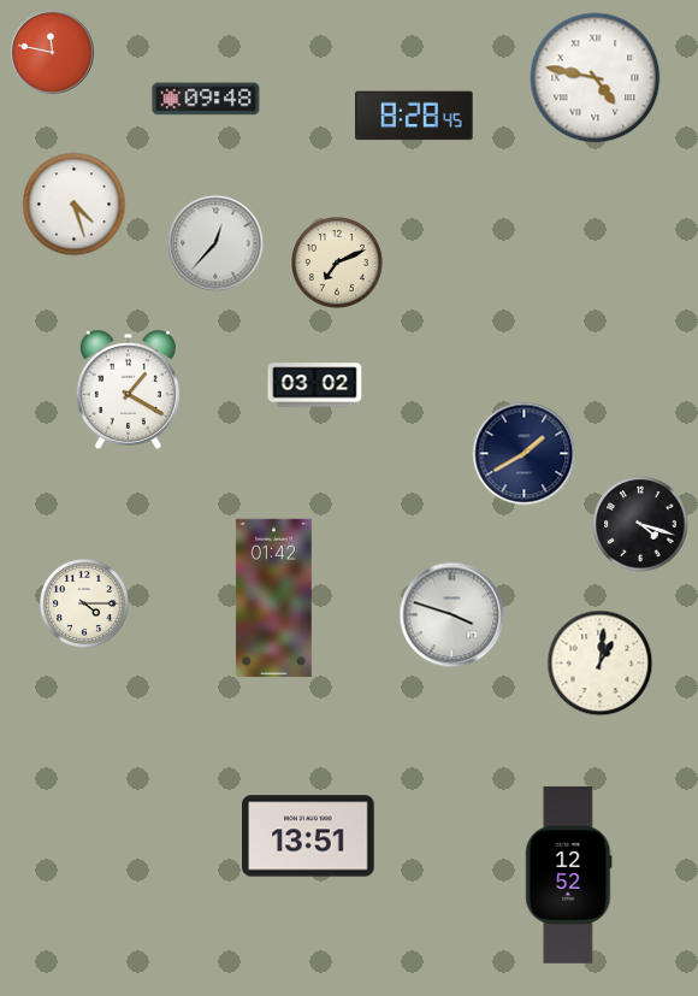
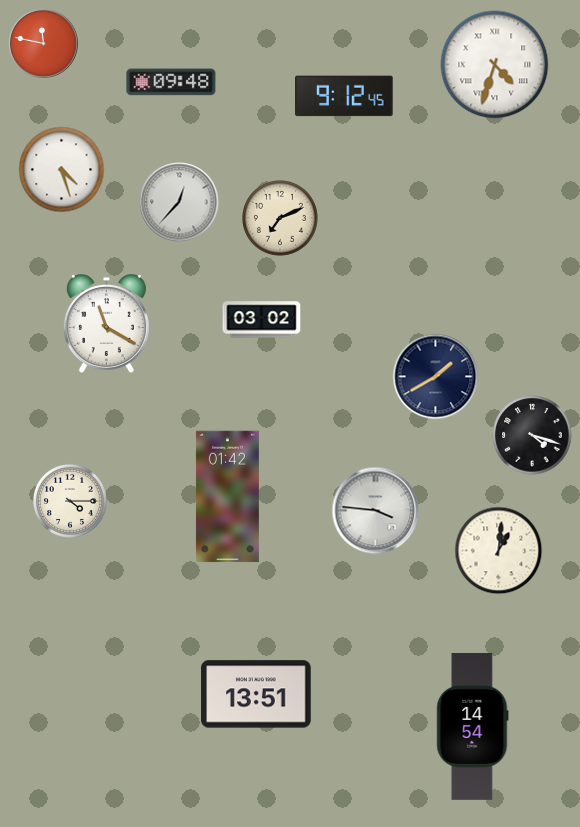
clock at (596, 78): 4:47 -> 4:33
clock at (414, 116): 8:28 -> 9:12
clock at (128, 390): 1:20 -> 11:20
clock at (452, 615): 3:48 -> 3:46
clock at (569, 874): 12:52 -> 14:54
